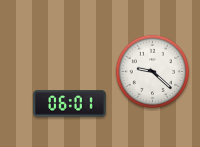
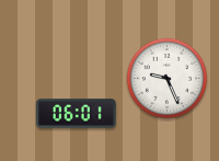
clock at (153, 72): 9:22 -> 9:26
